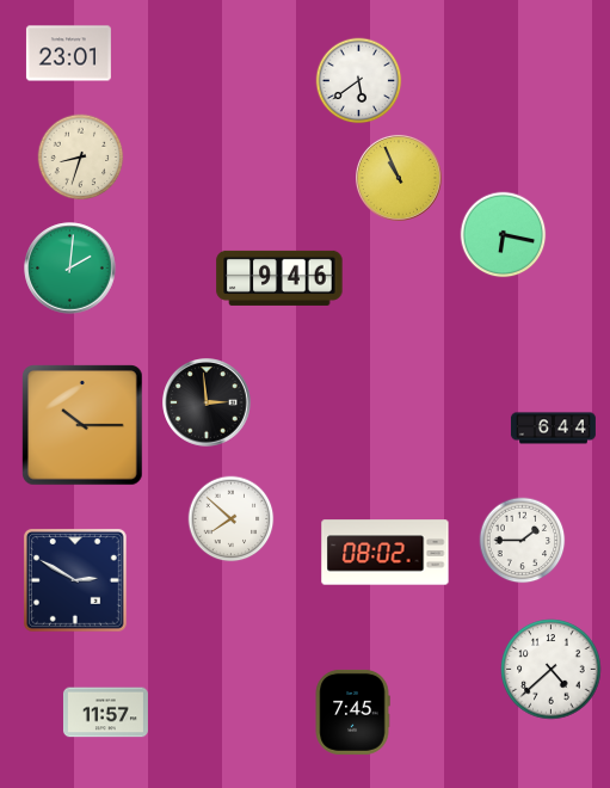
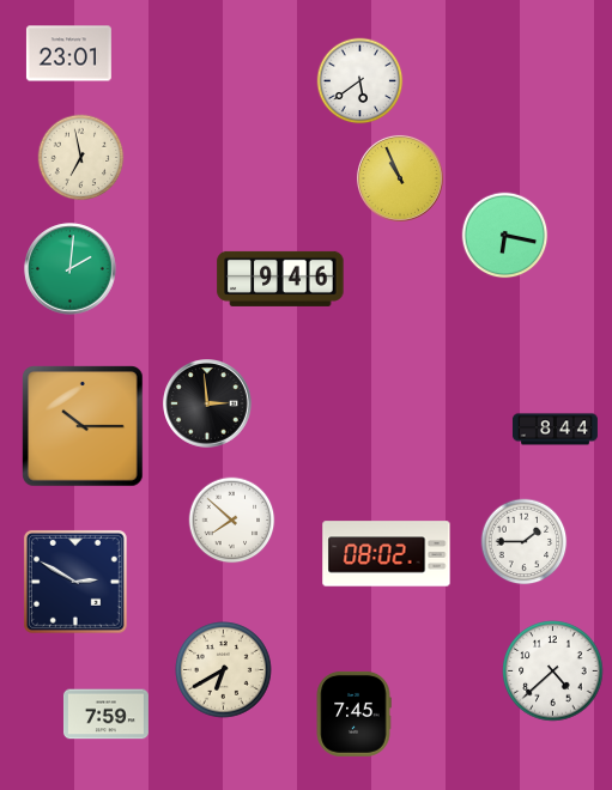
clock at (81, 158): 8:33 -> 6:58
clock at (553, 429): 6:44 -> 8:44
clock at (224, 670): none -> 6:40
clock at (105, 713): 11:57 -> 7:59
